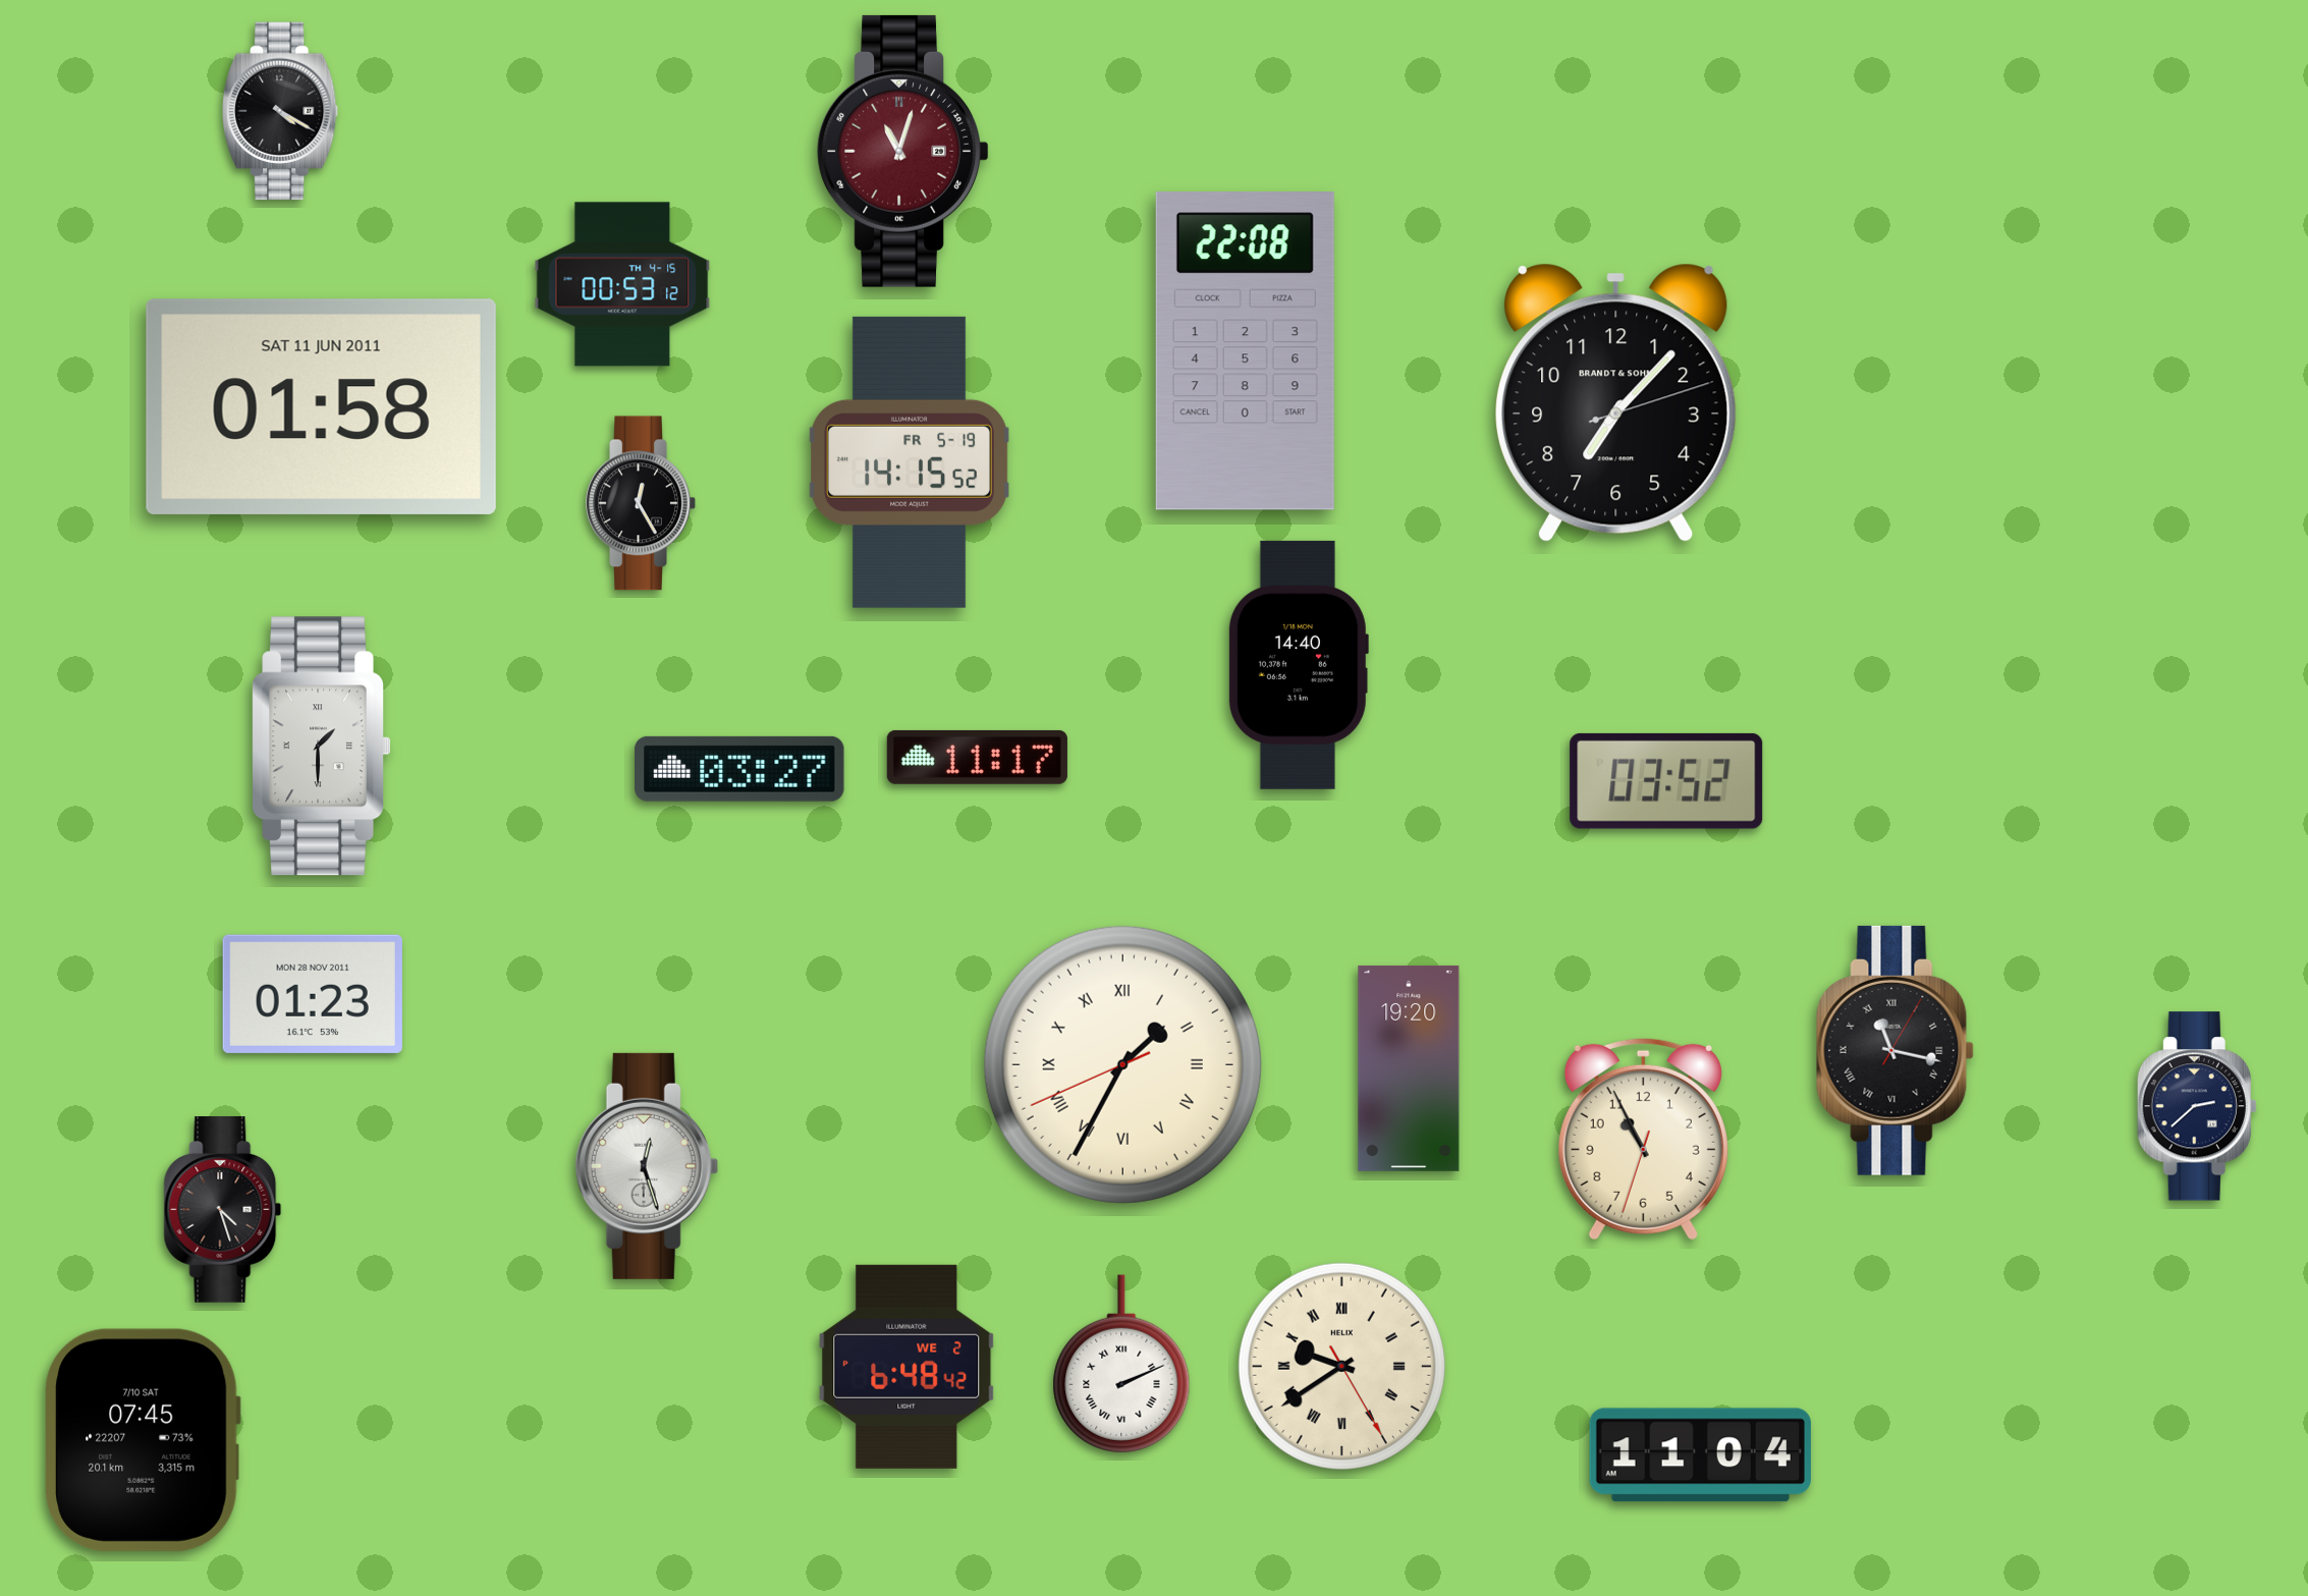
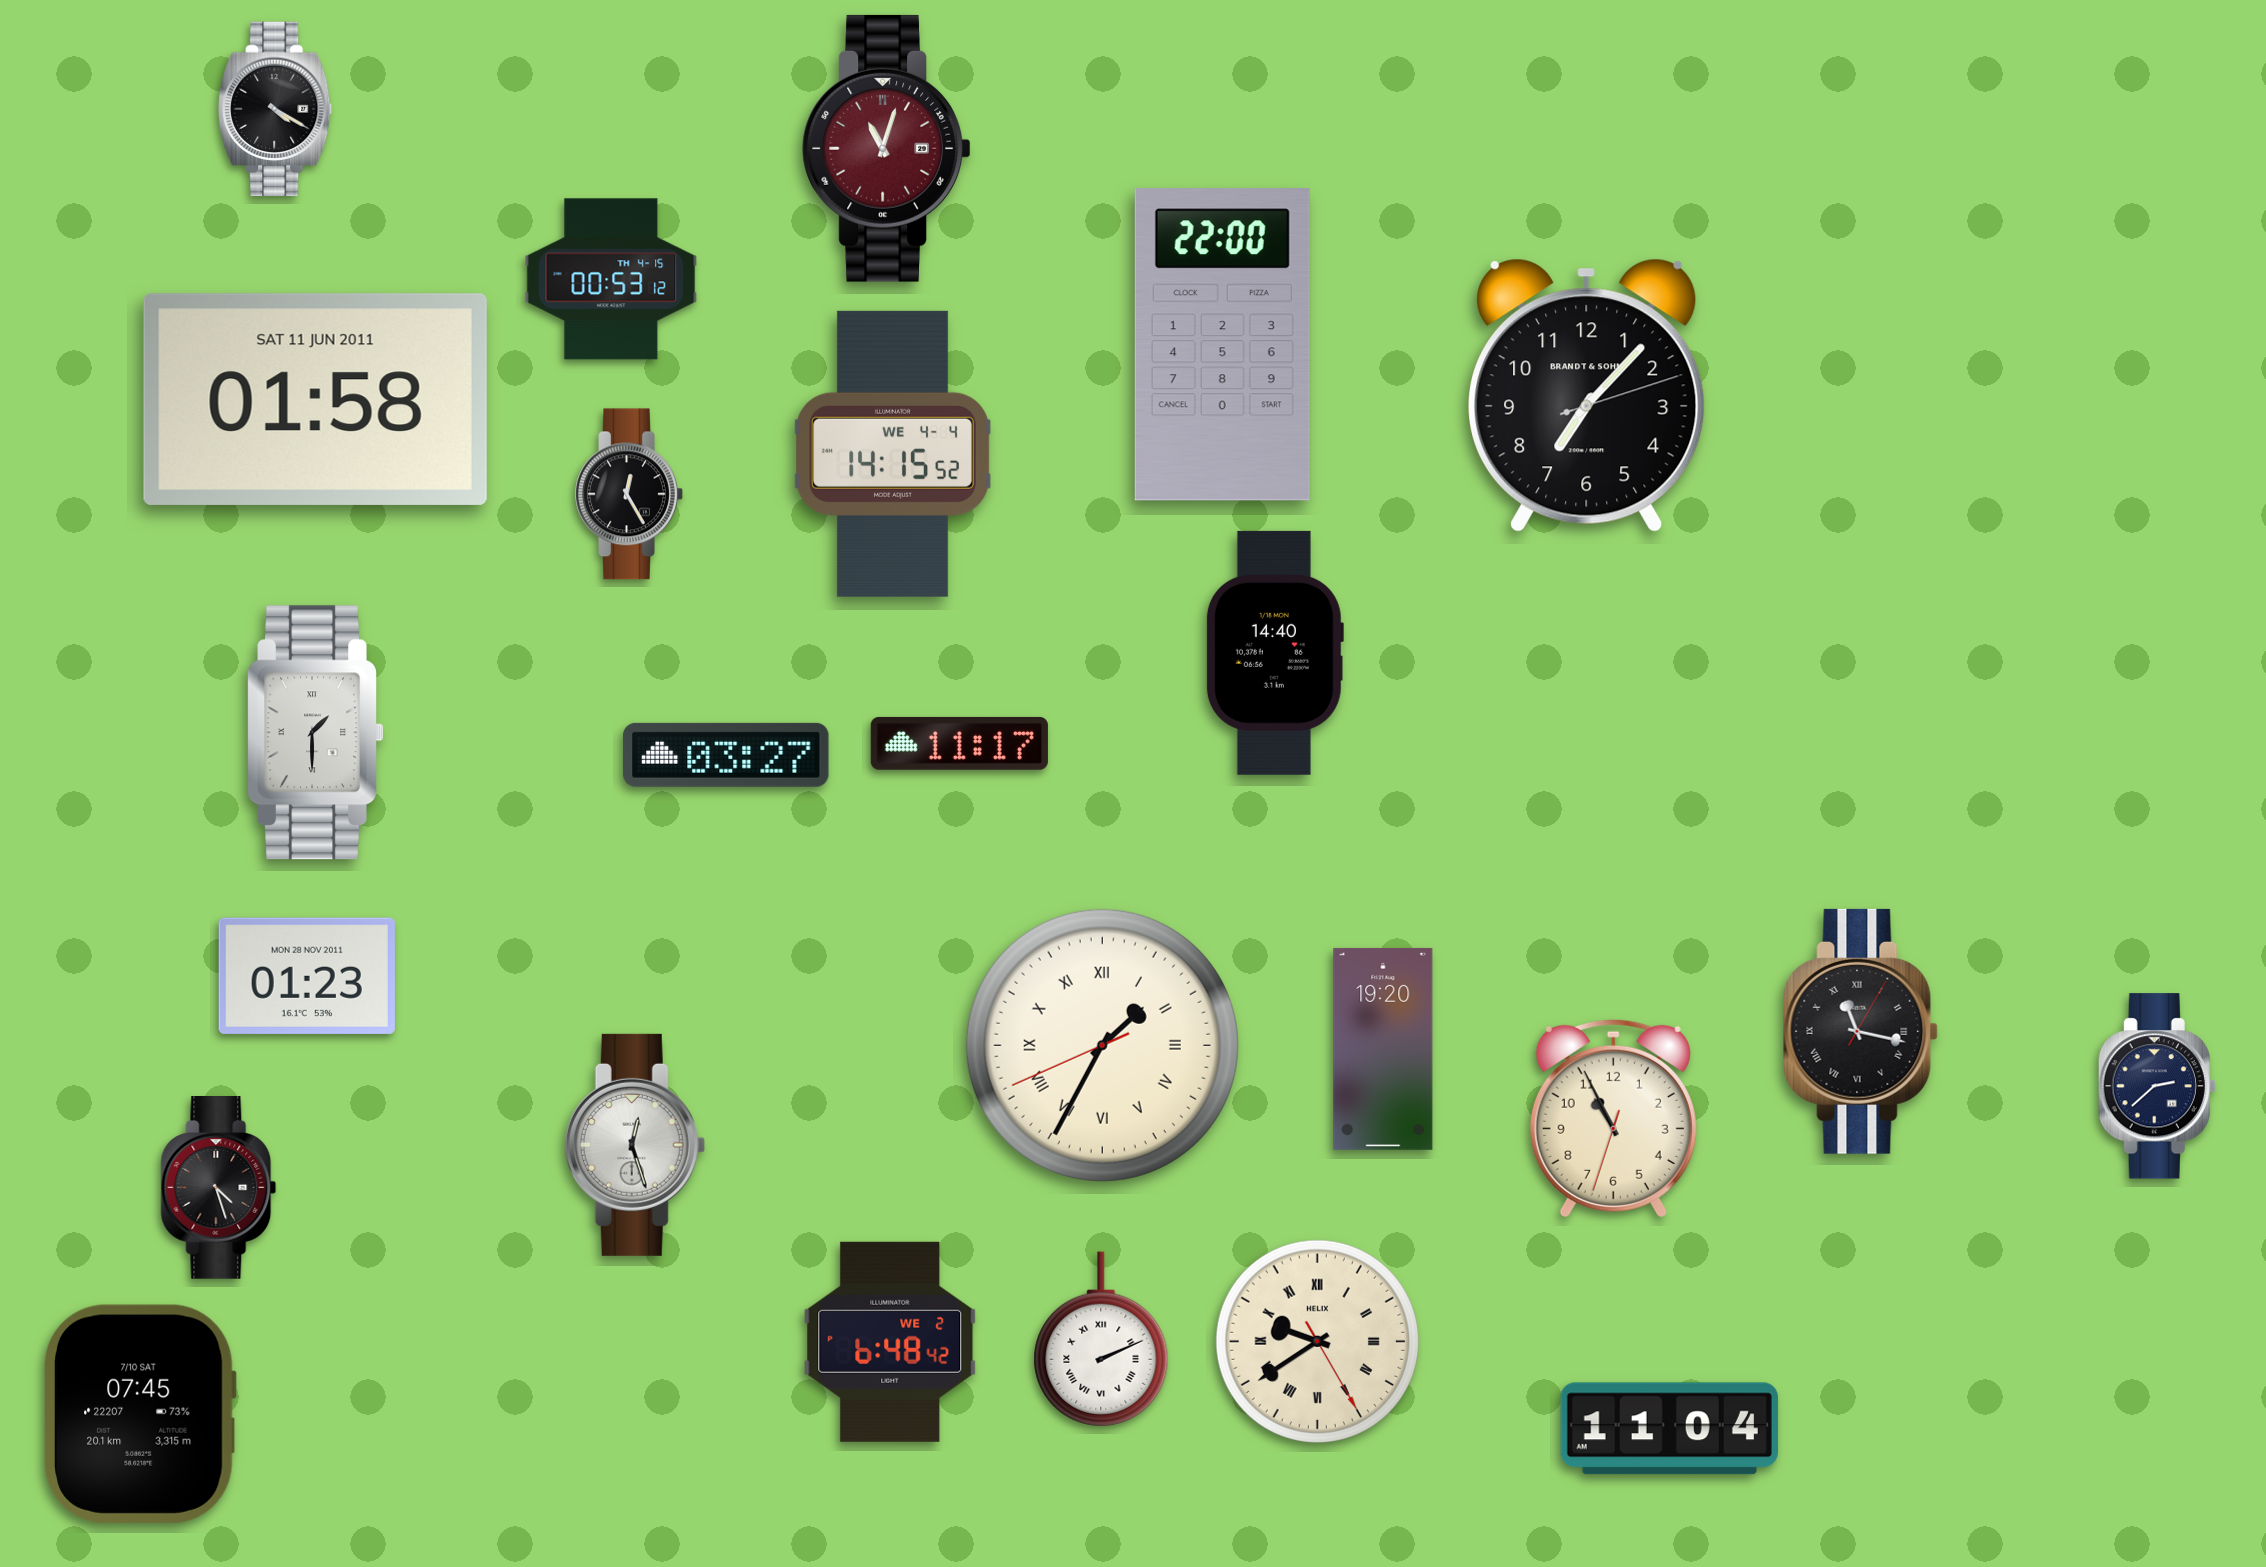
clock at (1245, 351): 22:08 -> 22:00
clock at (910, 462) date: FR 5-19 -> WE 4-4
clock at (1666, 781): 03:52 -> none
